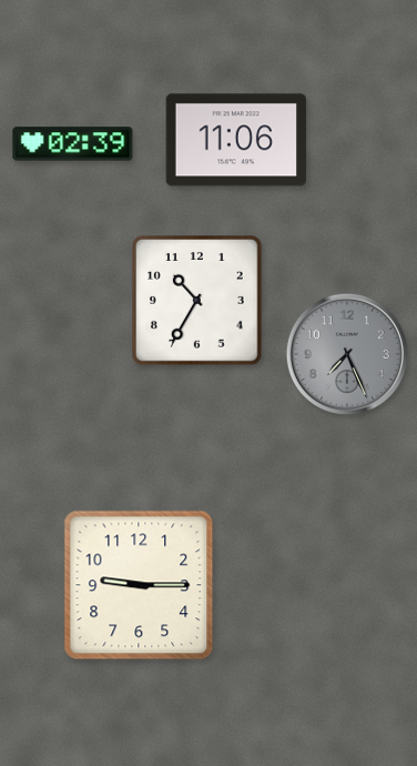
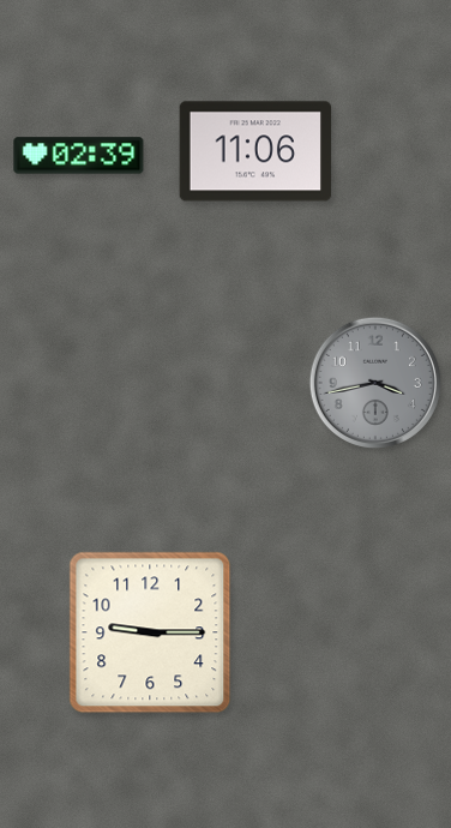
clock at (197, 301): 10:35 -> none
clock at (347, 354): 7:26 -> 3:43
